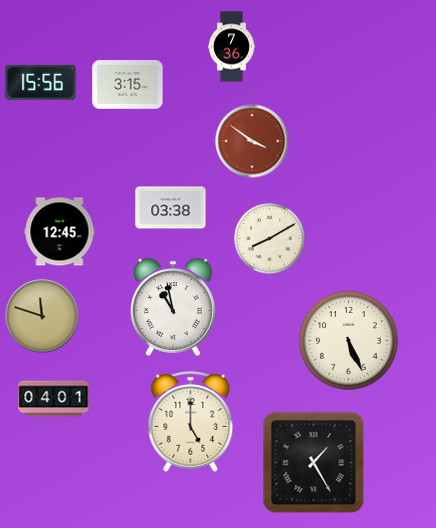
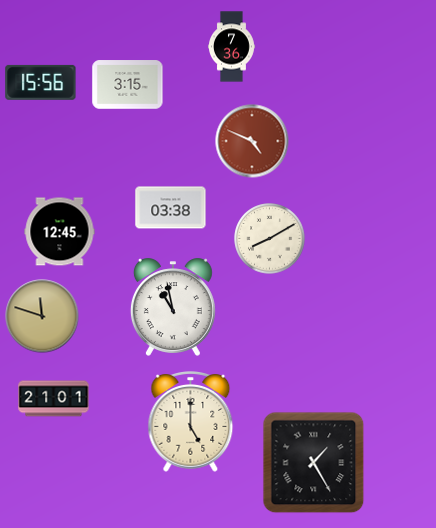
clock at (252, 141): 3:51 -> 4:49
clock at (349, 341): 5:26 -> none
clock at (54, 399): 04:01 -> 21:01
